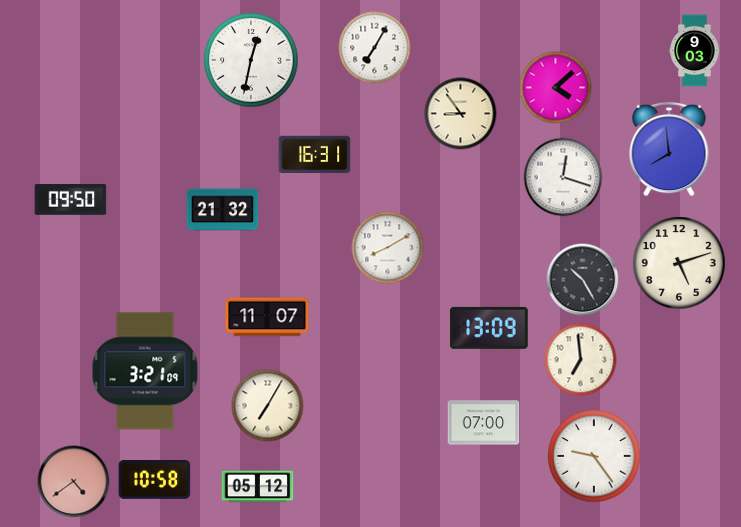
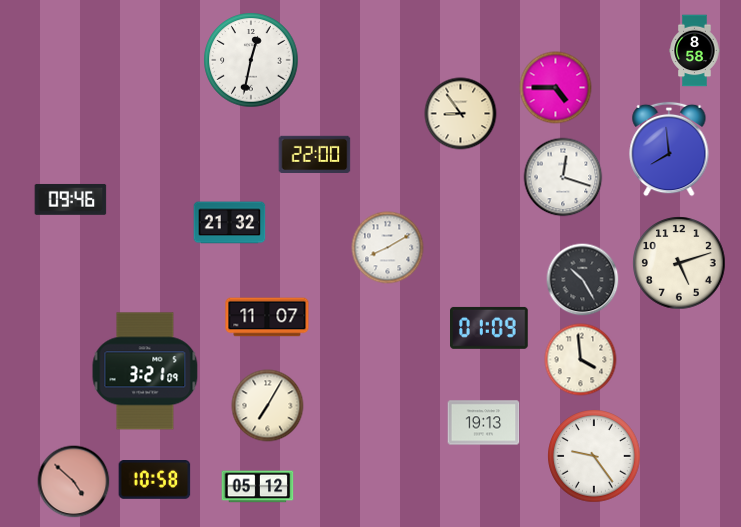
clock at (375, 48): 7:05 -> none
clock at (695, 51): 9:03 -> 8:58
clock at (556, 88): 4:08 -> 4:45
clock at (315, 155): 16:31 -> 22:00
clock at (71, 200): 09:50 -> 09:46
clock at (223, 210) position: (223, 210) -> (230, 223)
clock at (490, 328): 13:09 -> 01:09
clock at (581, 360): 6:59 -> 3:59
clock at (484, 423): 07:00 -> 19:13
clock at (74, 482): 4:39 -> 4:52
